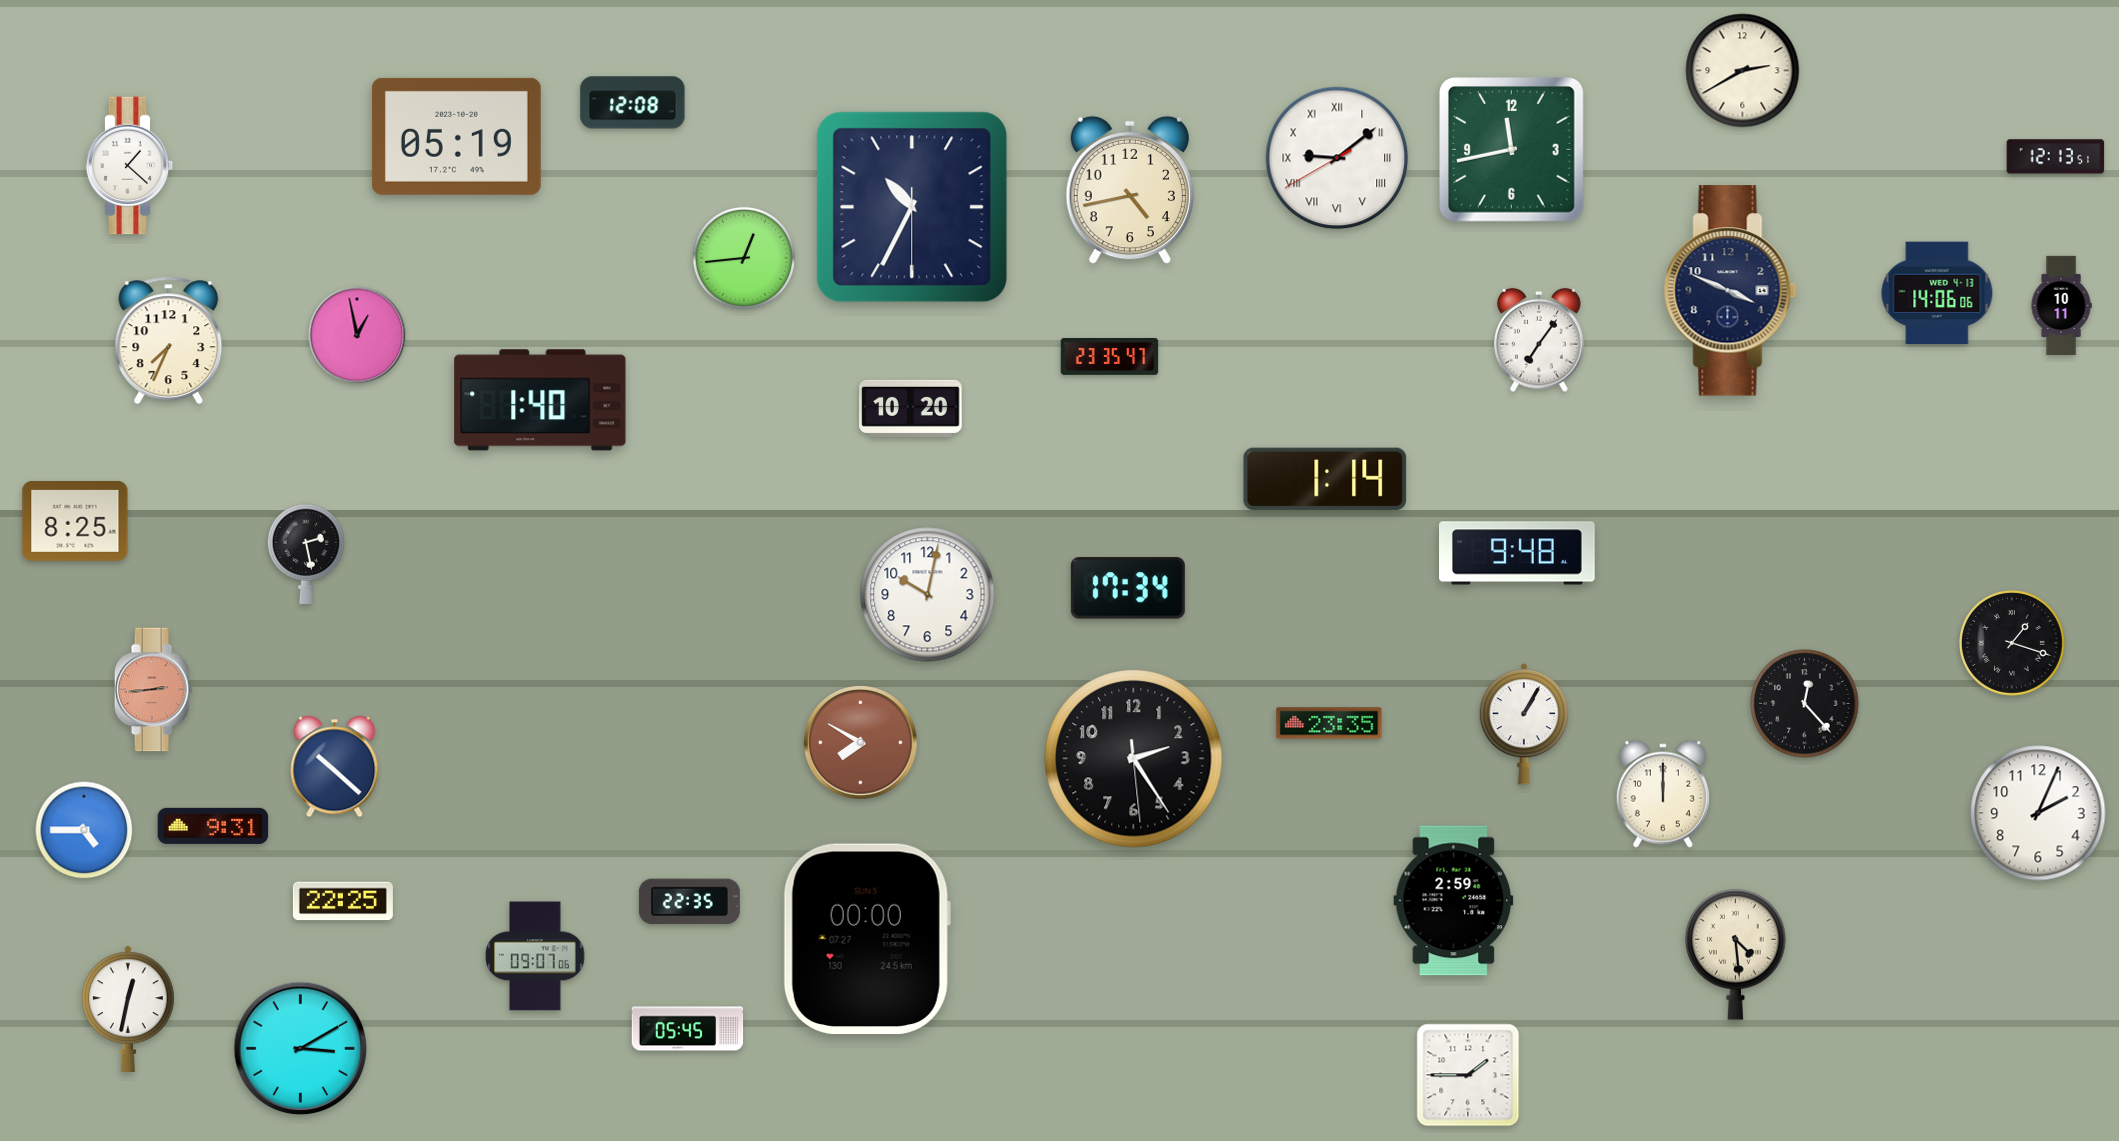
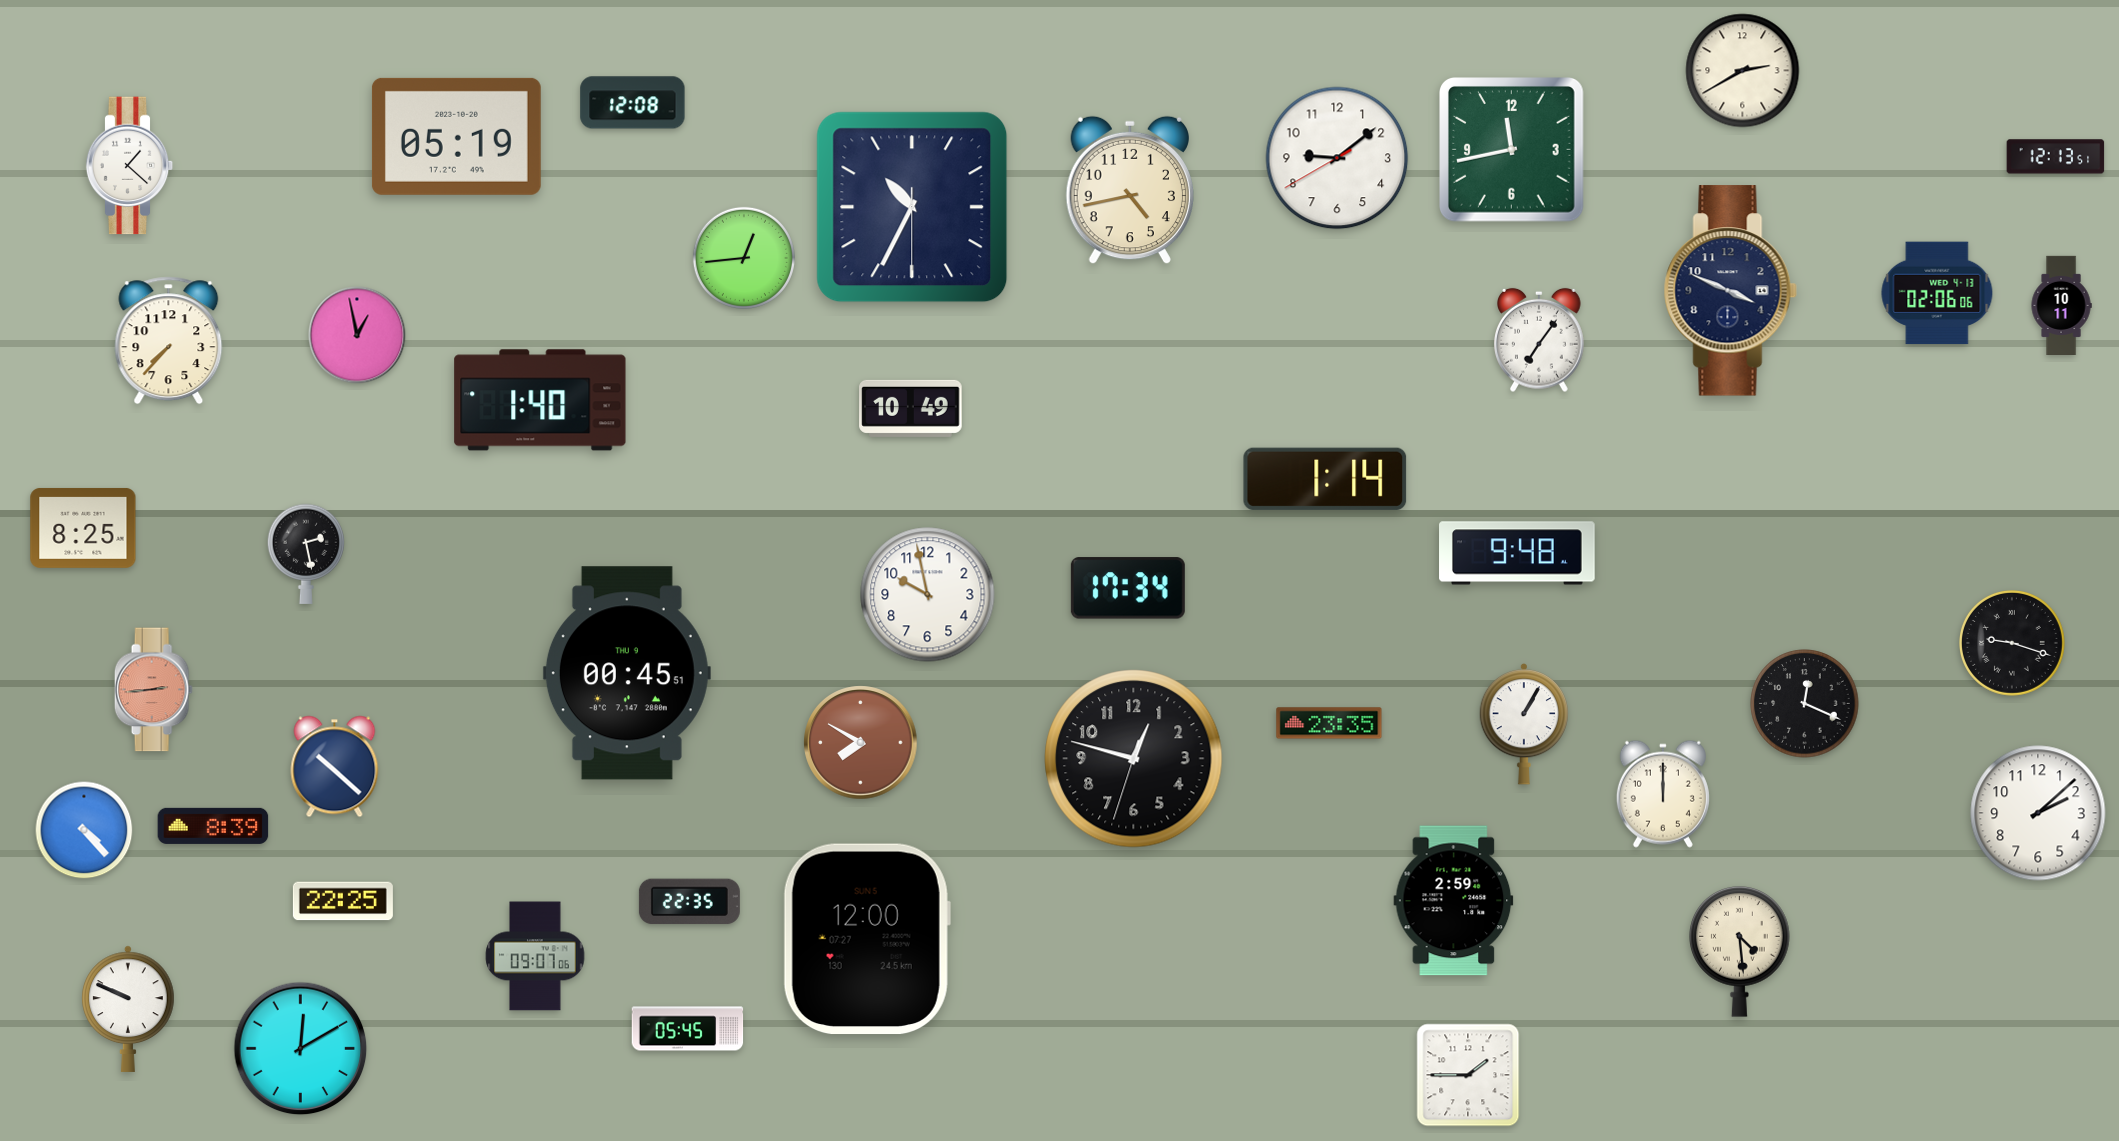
clock at (1337, 158) numerals: Roman -> Arabic
clock at (1937, 293): 14:06 -> 02:06
clock at (169, 341): 7:34 -> 7:37
clock at (1110, 357): 23:35 -> none
clock at (911, 408): 10:20 -> 10:49
clock at (75, 521) position: (75, 521) -> (83, 528)
clock at (928, 595): 10:02 -> 9:58
clock at (2013, 644): 1:18 -> 9:18
clock at (627, 673): none -> 00:45
clock at (1805, 704): 12:23 -> 12:19
clock at (1134, 759): 2:24 -> 12:47
clock at (2038, 813): 2:04 -> 2:08
clock at (213, 826): 9:31 -> 8:39
clock at (84, 830): 4:45 -> 4:23
clock at (867, 939): 00:00 -> 12:00
clock at (1736, 955) position: (1736, 955) -> (1740, 952)
clock at (128, 1009): 12:32 -> 9:49
clock at (301, 1049): 3:10 -> 12:10
